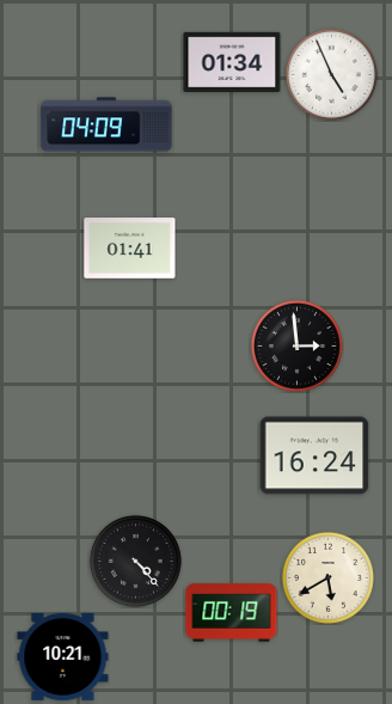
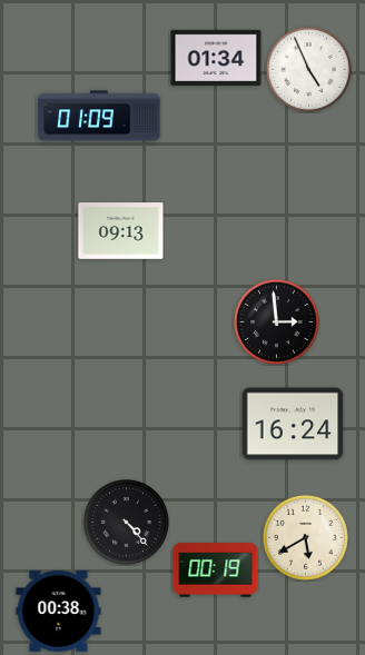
clock at (106, 124): 04:09 -> 01:09
clock at (130, 249): 01:41 -> 09:13
clock at (63, 656): 10:21 -> 00:38
